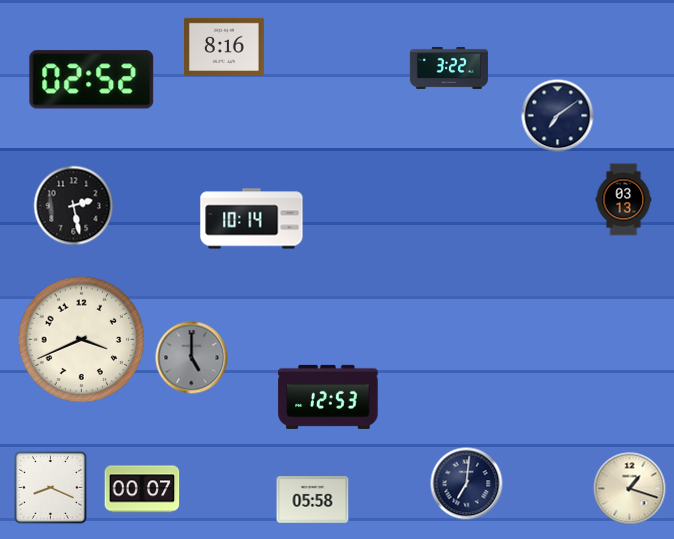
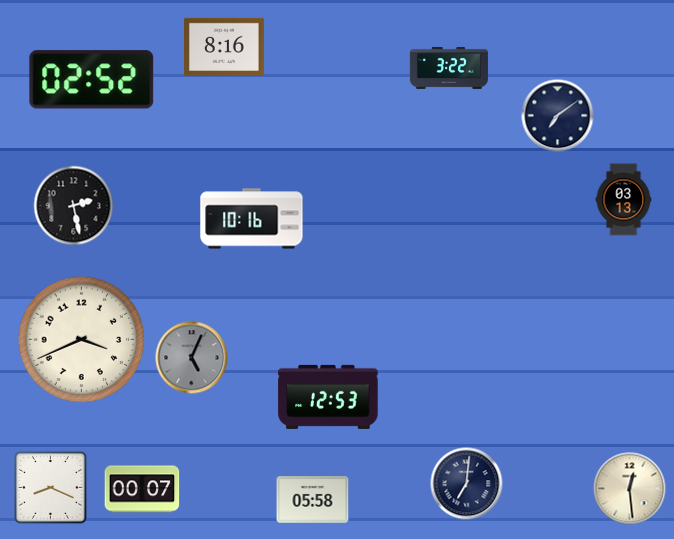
clock at (252, 219): 10:14 -> 10:16
clock at (192, 358): 5:00 -> 5:04
clock at (630, 489): 1:18 -> 12:29
